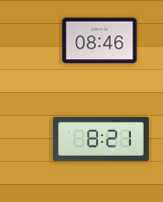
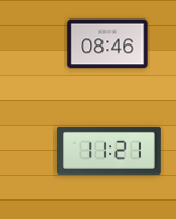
clock at (101, 139): 8:21 -> 11:21
